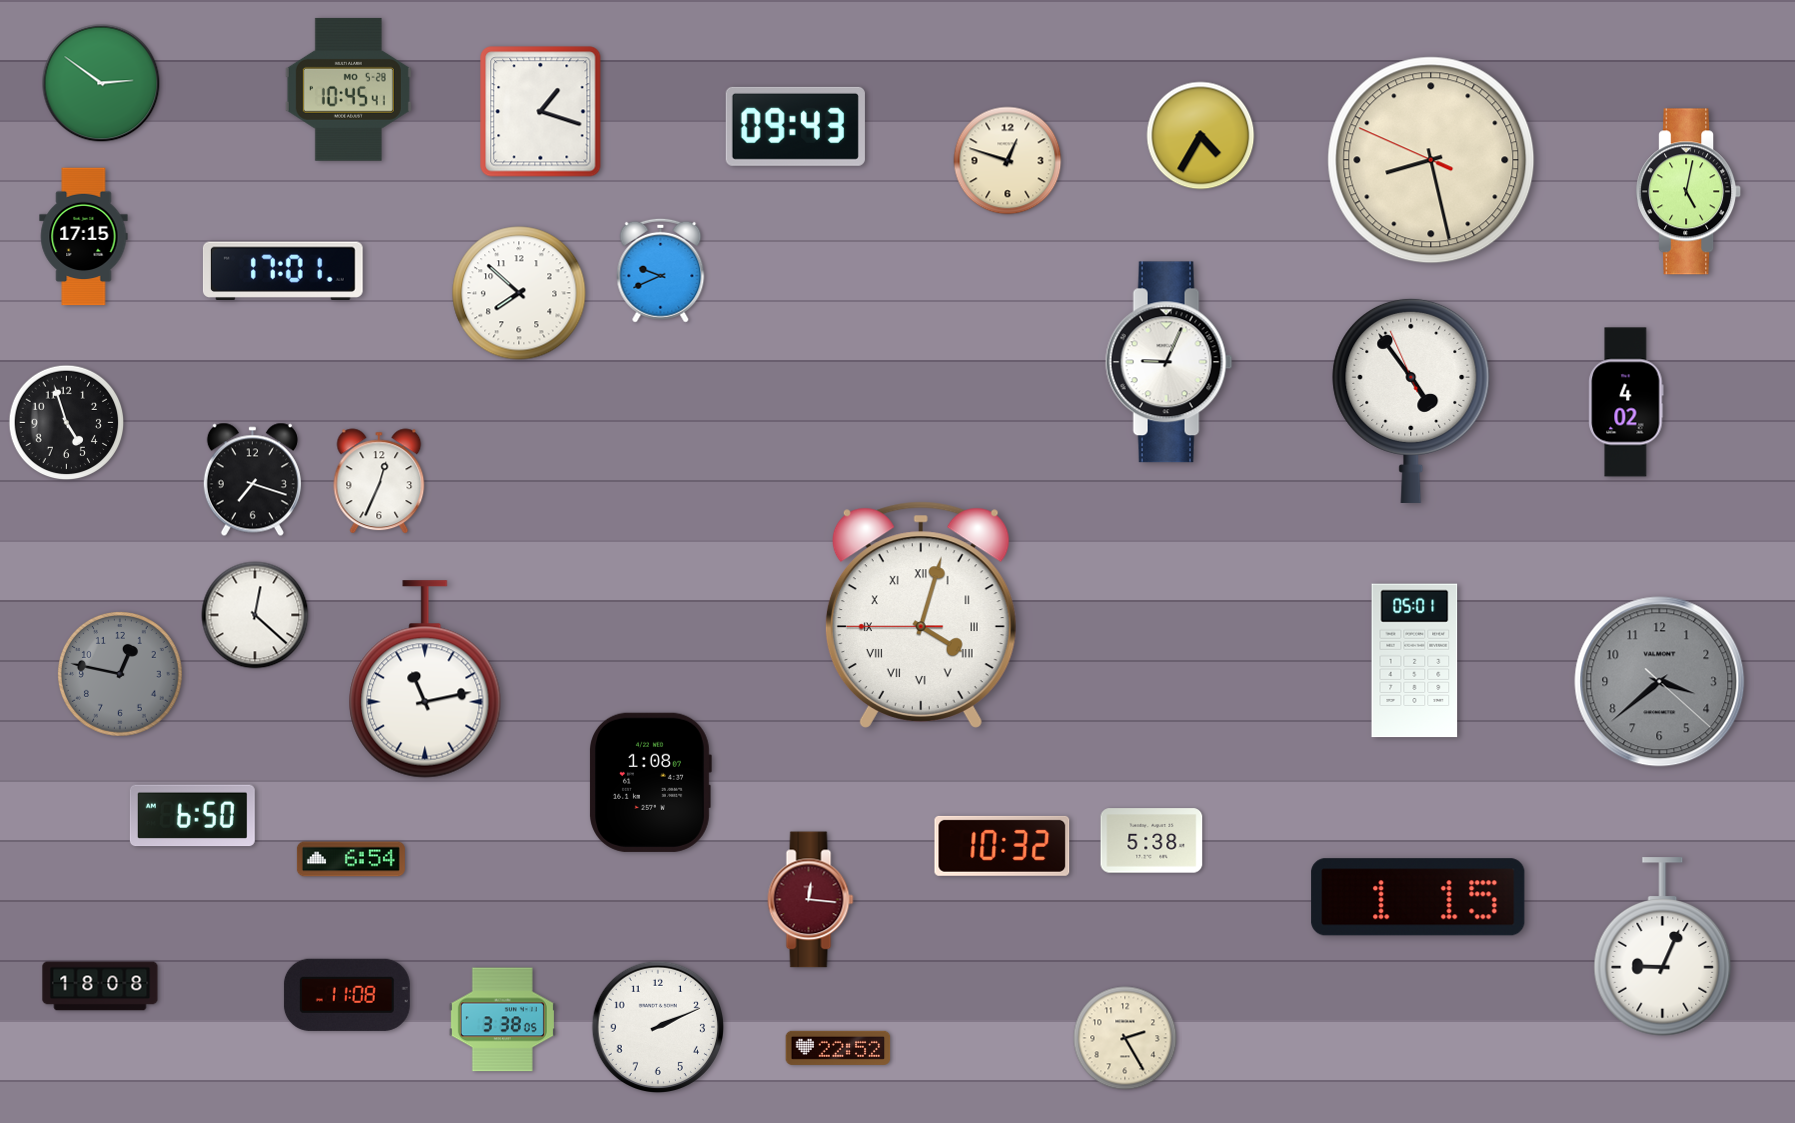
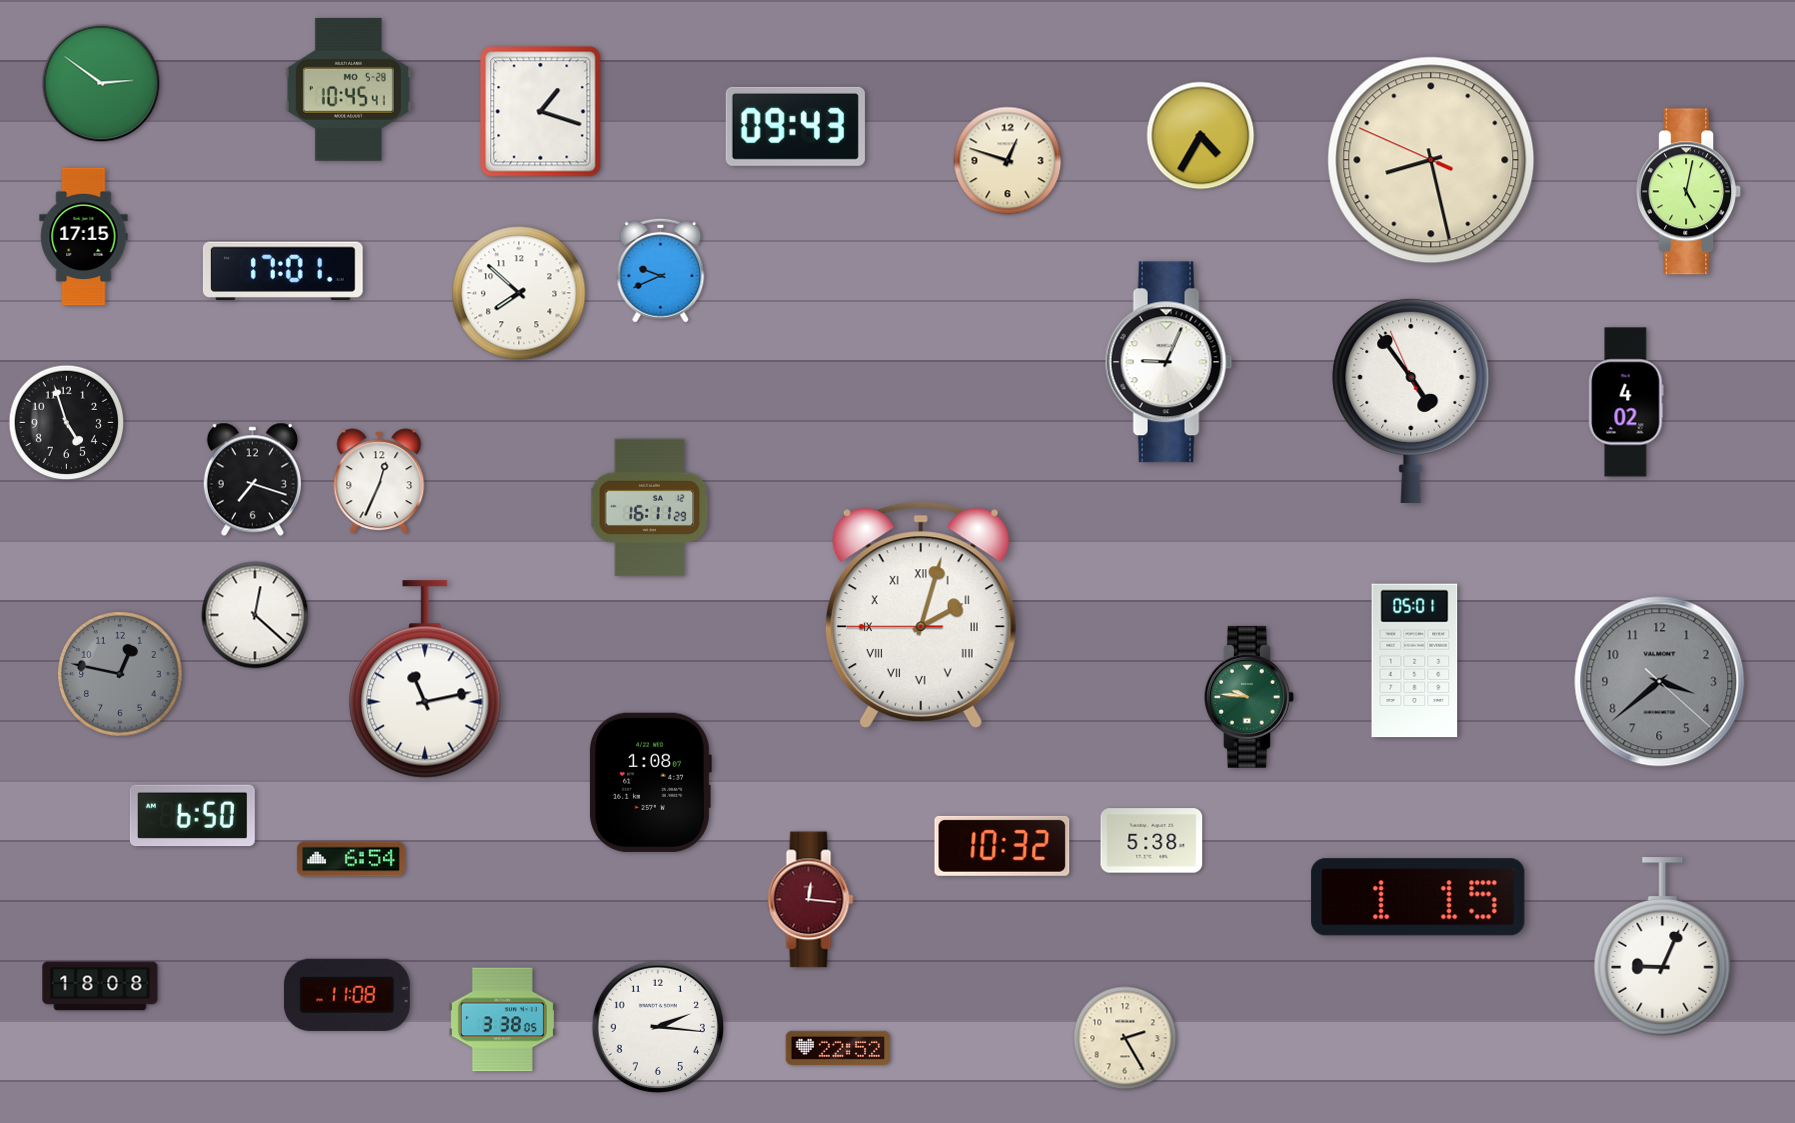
clock at (650, 508): none -> 16:11
clock at (921, 615): 4:02 -> 2:02
clock at (1249, 697): none -> 9:46
clock at (657, 1026): 2:11 -> 2:16
